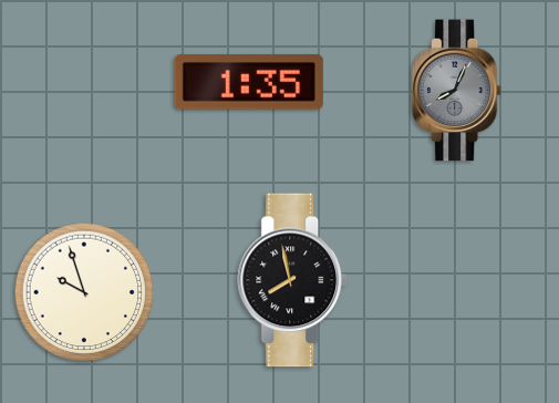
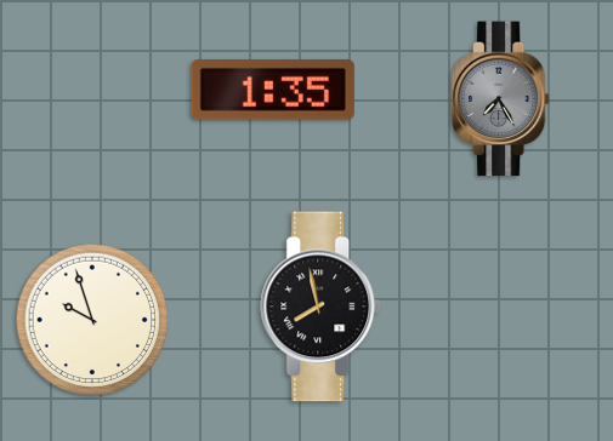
clock at (457, 91): 8:04 -> 7:25
